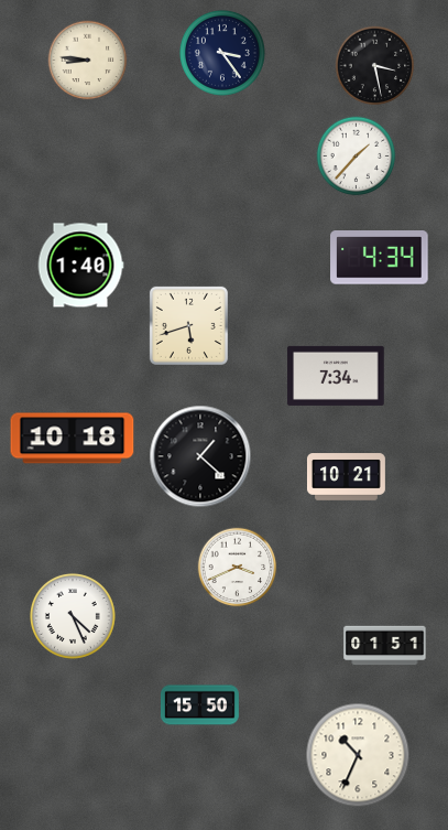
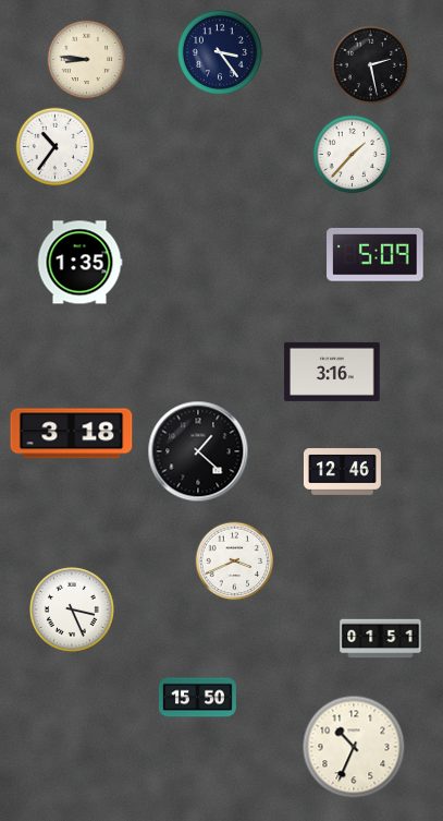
clock at (375, 66): 3:28 -> 2:28
clock at (56, 147): none -> 10:36
clock at (380, 258): 4:34 -> 5:09
clock at (80, 266): 1:40 -> 1:35
clock at (188, 325): 5:42 -> none
clock at (336, 376): 7:34 -> 3:16
clock at (73, 439): 10:18 -> 3:18
clock at (346, 477): 10:21 -> 12:46
clock at (73, 616): 4:26 -> 3:26
